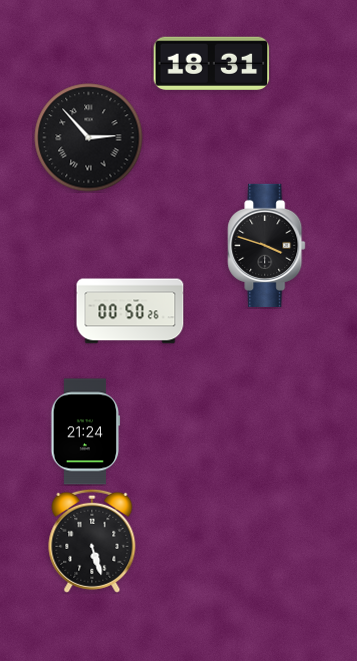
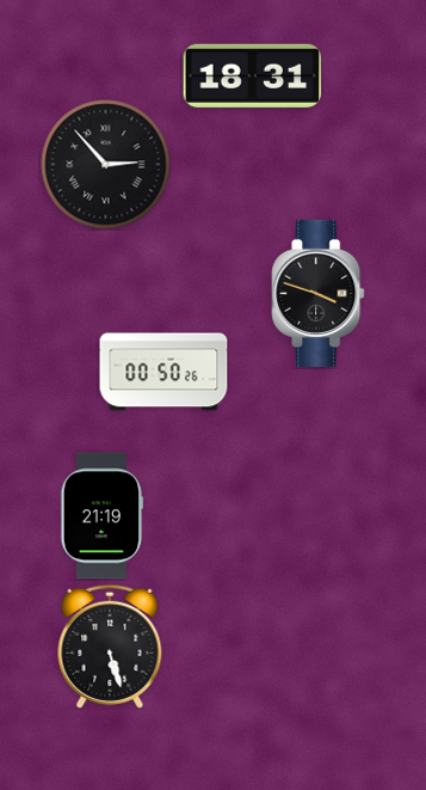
clock at (130, 311) position: (130, 311) -> (163, 372)
clock at (86, 432): 21:24 -> 21:19
